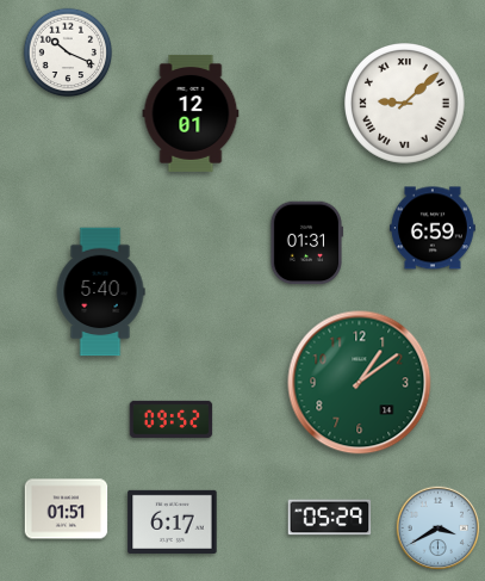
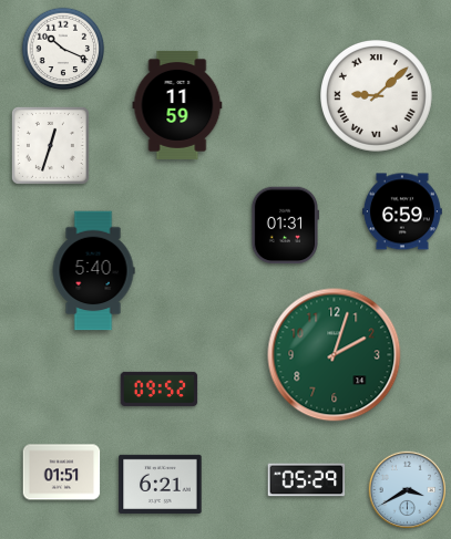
clock at (191, 113): 12:01 -> 11:59
clock at (50, 145): none -> 12:33
clock at (360, 383): 1:09 -> 2:03
clock at (173, 521): 6:17 -> 6:21
